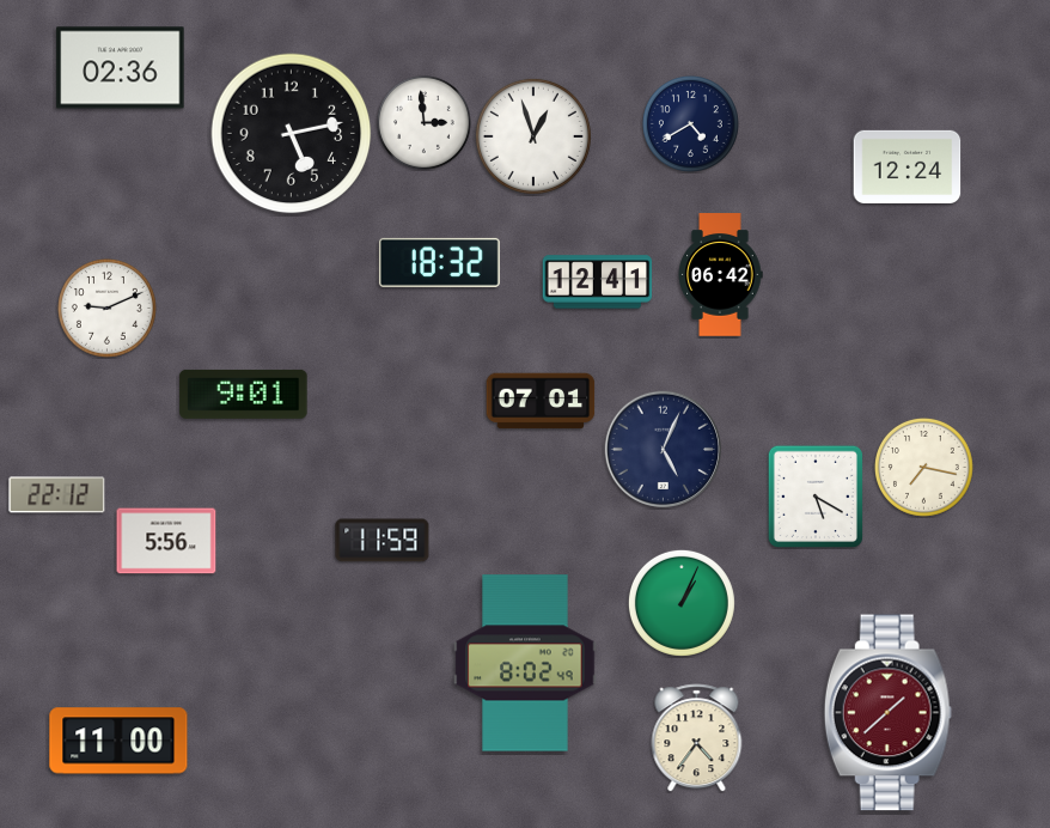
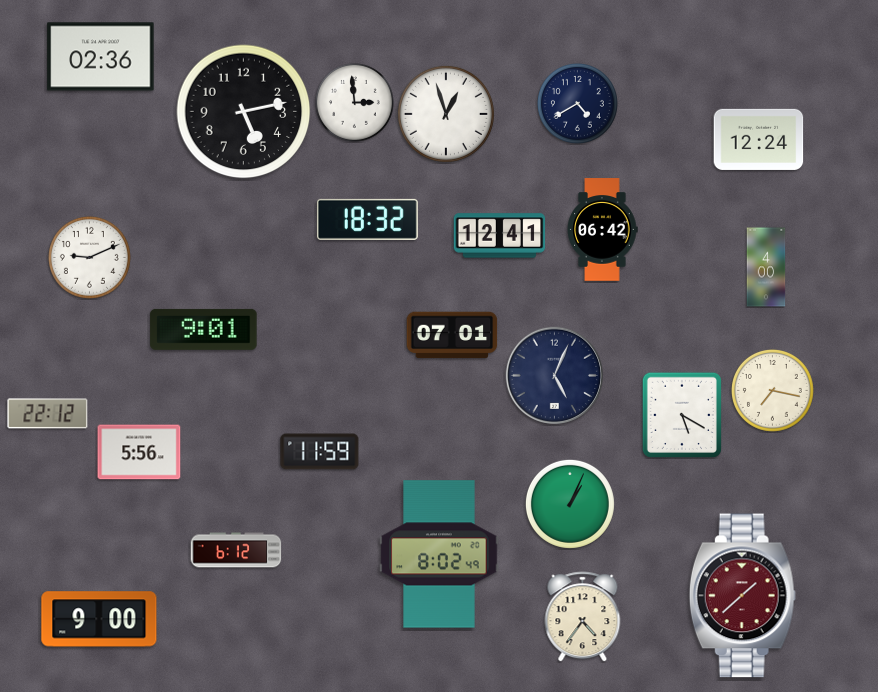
clock at (766, 267): none -> 4:00
clock at (236, 550): none -> 6:12
clock at (118, 741): 11:00 -> 9:00
